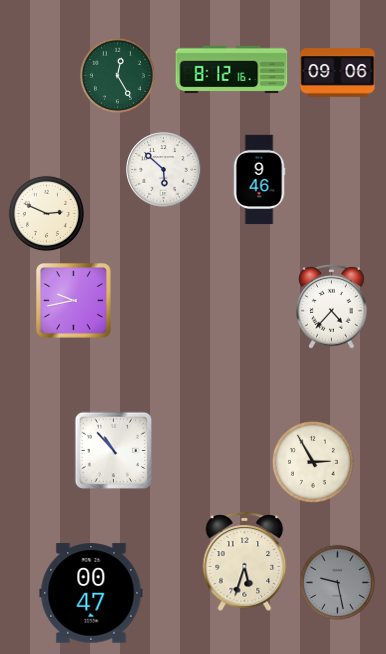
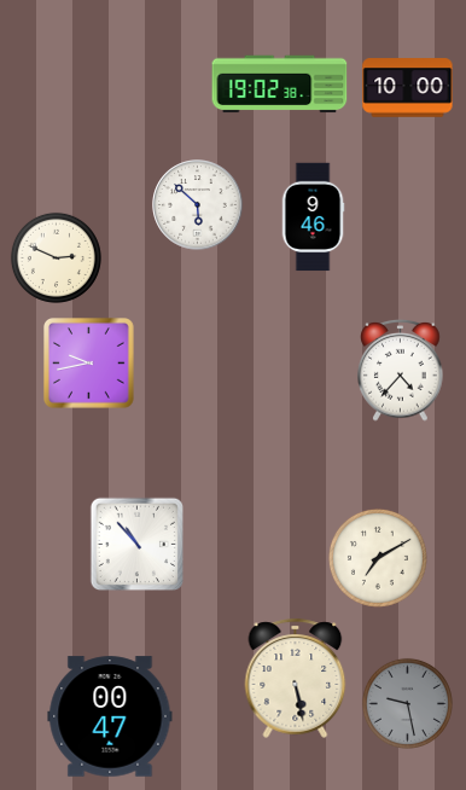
clock at (232, 70): 8:12 -> 19:02
clock at (338, 73): 09:06 -> 10:00
clock at (117, 75): 12:25 -> none
clock at (313, 462): 2:55 -> 7:10
clock at (245, 561): 5:33 -> 5:28
